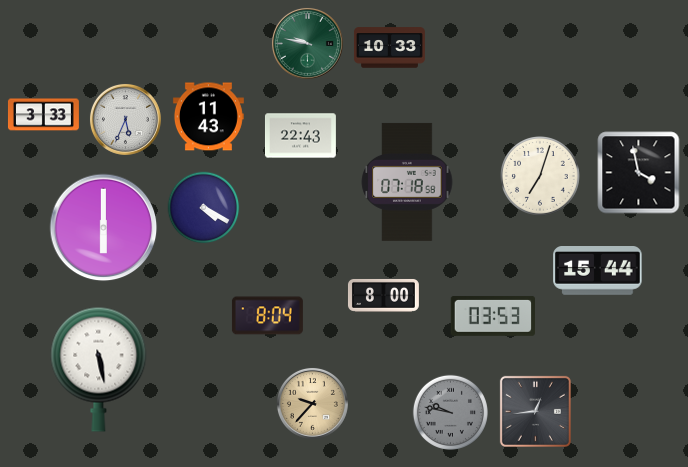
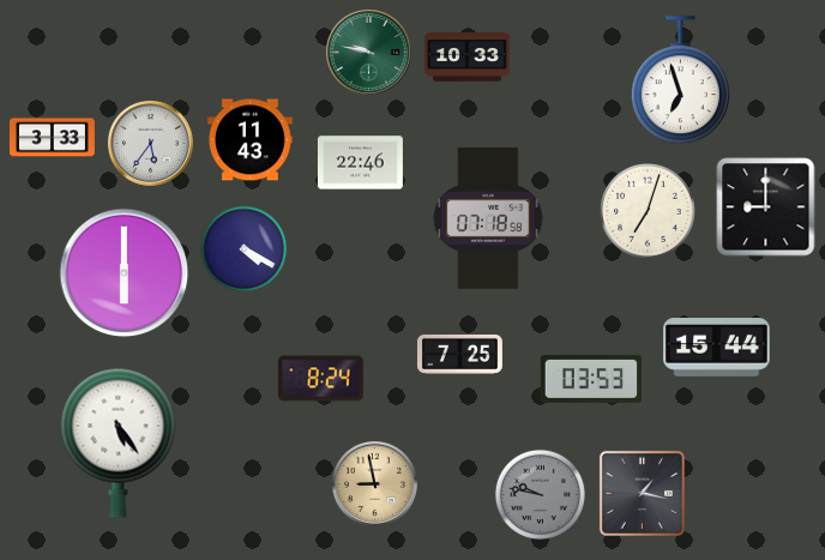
clock at (680, 80): none -> 6:57
clock at (125, 119): 5:34 -> 5:36
clock at (300, 136): 22:43 -> 22:46
clock at (639, 173): 3:58 -> 9:00
clock at (598, 271) position: (598, 271) -> (717, 348)
clock at (383, 295): 8:00 -> 7:25
clock at (267, 316): 8:04 -> 8:24
clock at (99, 369): 5:28 -> 5:24
clock at (312, 403): 9:37 -> 8:58
clock at (535, 411): 12:44 -> 1:17
